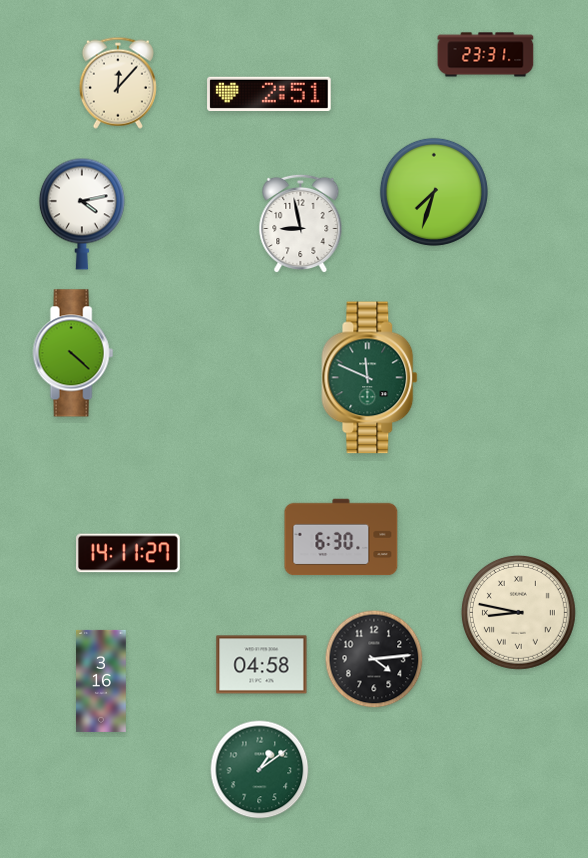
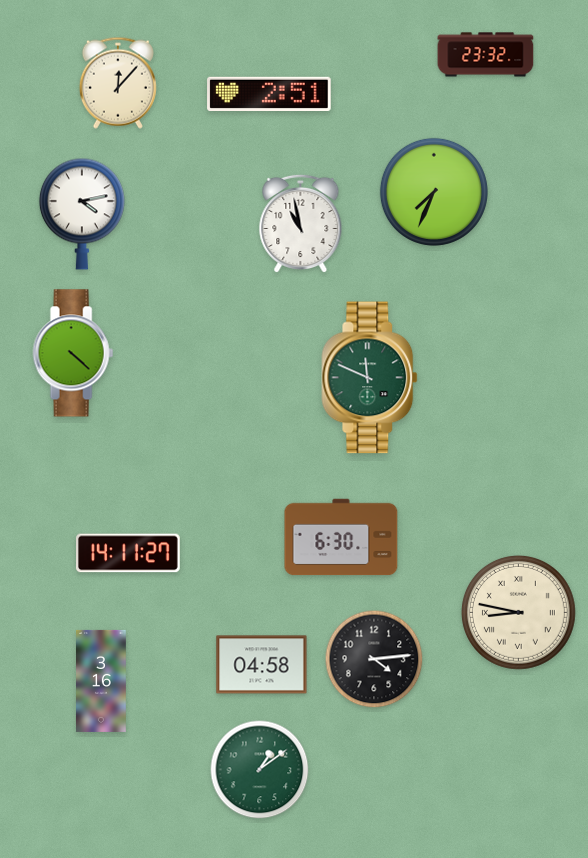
clock at (486, 55): 23:31 -> 23:32
clock at (434, 192): 7:33 -> 7:34
clock at (301, 224): 8:58 -> 10:58
